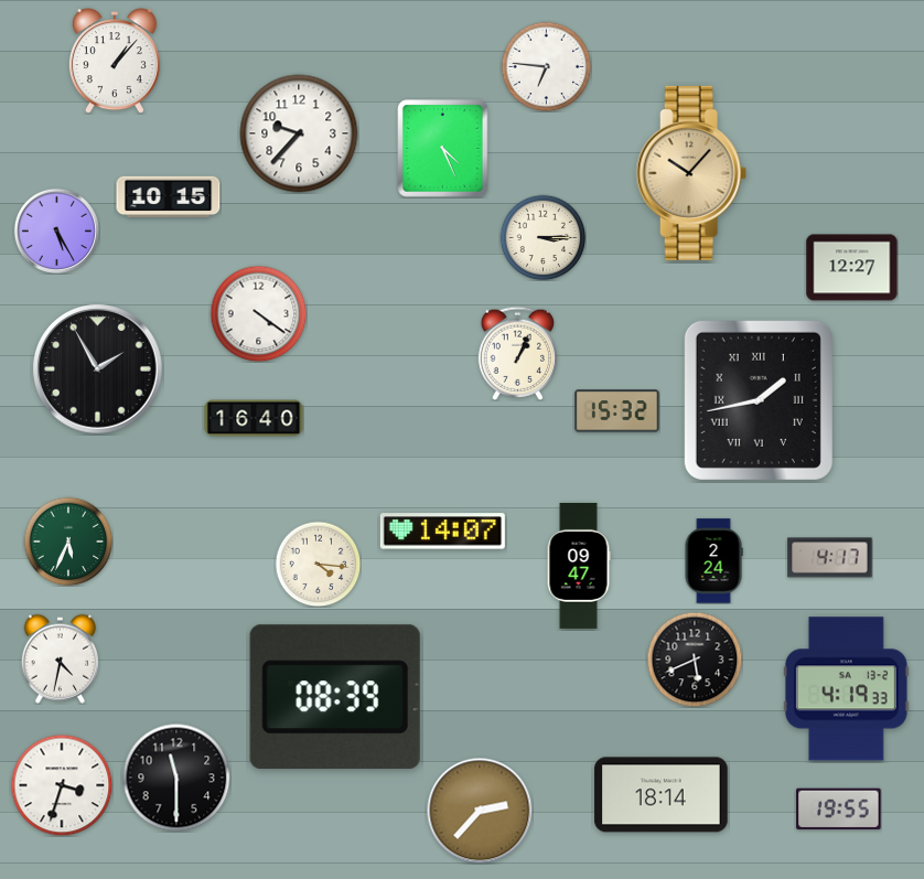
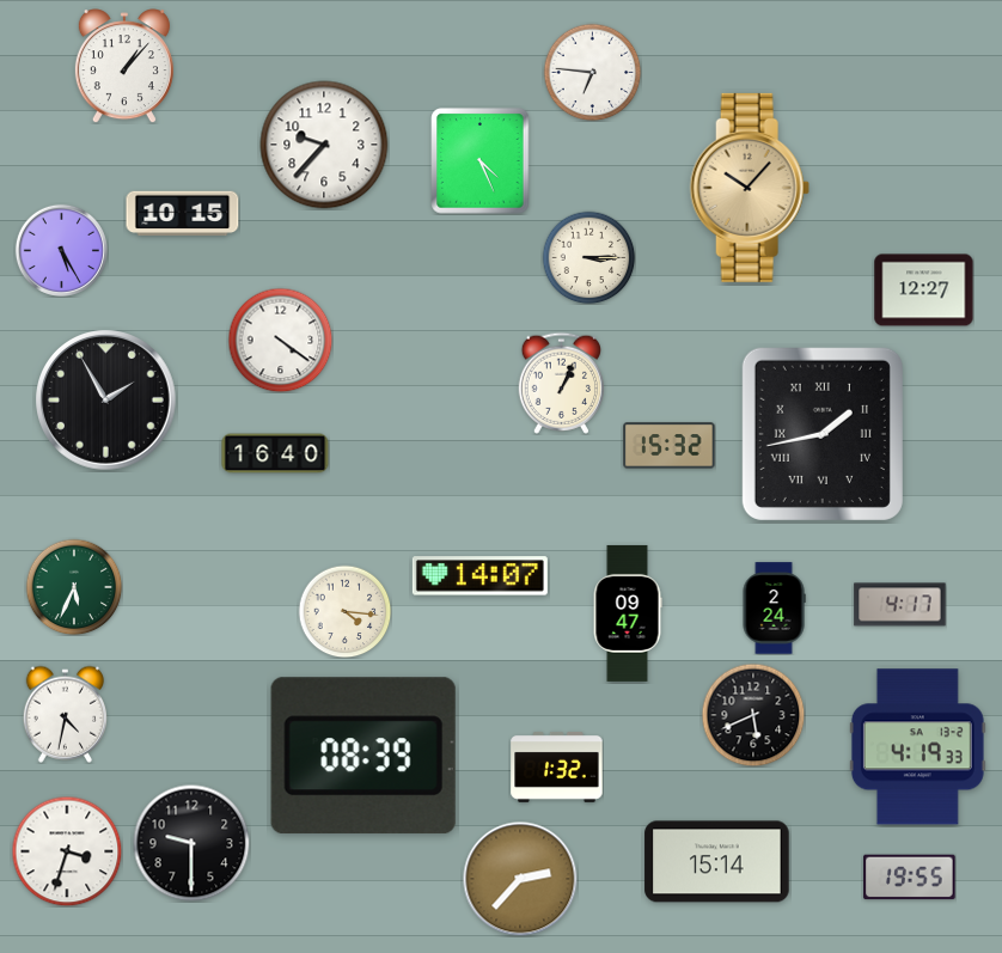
clock at (557, 766): none -> 1:32
clock at (176, 778): 11:30 -> 9:30
clock at (662, 795): 18:14 -> 15:14
